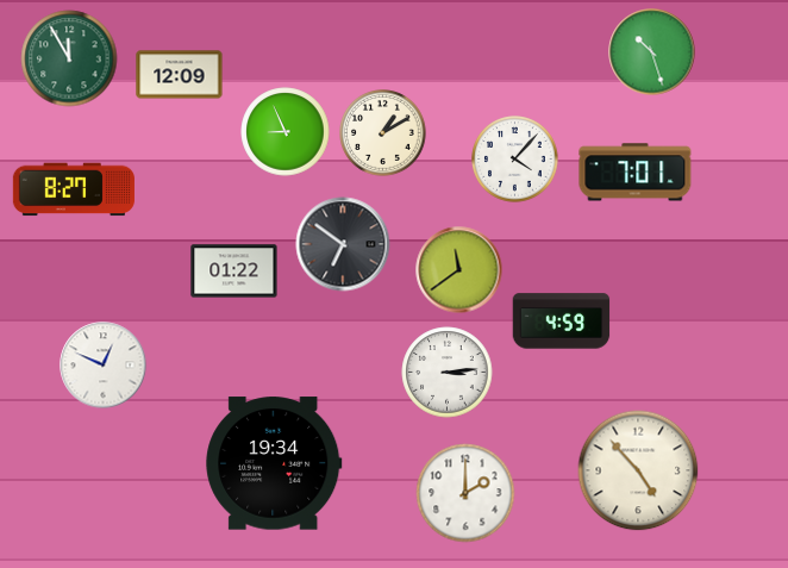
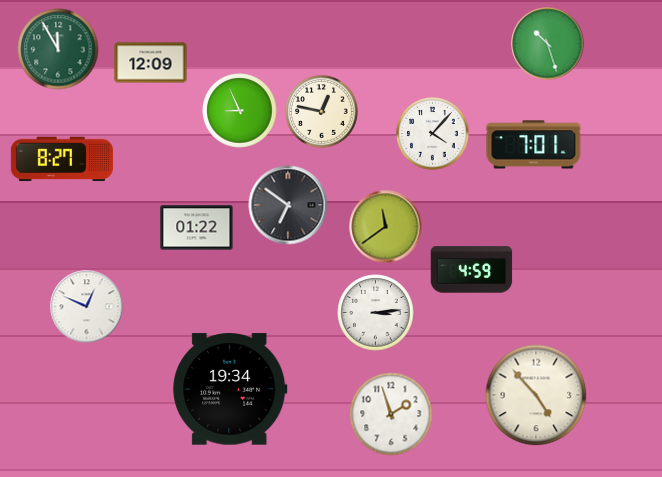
clock at (383, 133): 1:10 -> 12:47
clock at (465, 493): 2:00 -> 1:57
